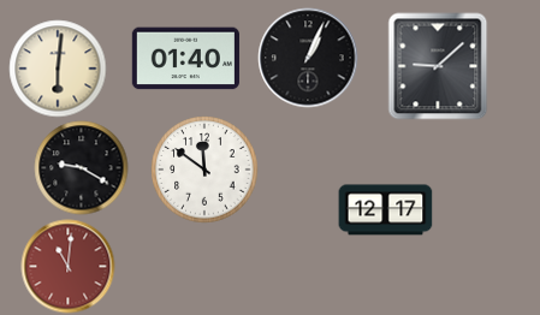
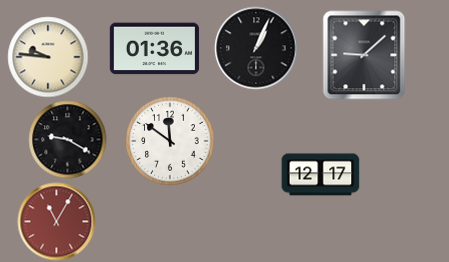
clock at (185, 59): 01:40 -> 01:36
clock at (58, 69): 6:01 -> 9:46
clock at (67, 266): 11:01 -> 11:05
